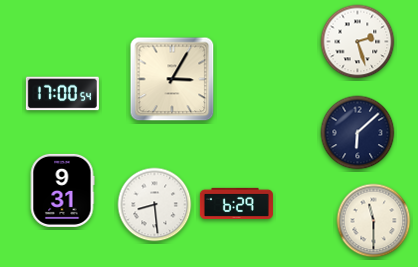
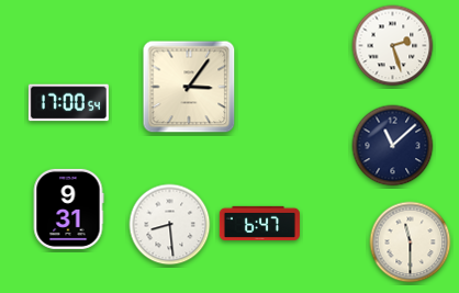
clock at (172, 79): 3:05 -> 3:06
clock at (358, 133): 6:08 -> 11:08
clock at (236, 203): 6:29 -> 6:47
